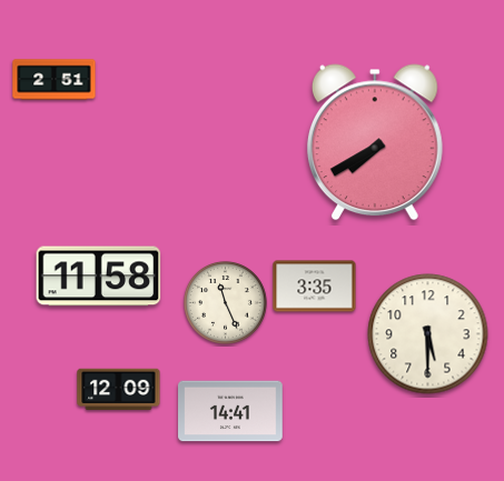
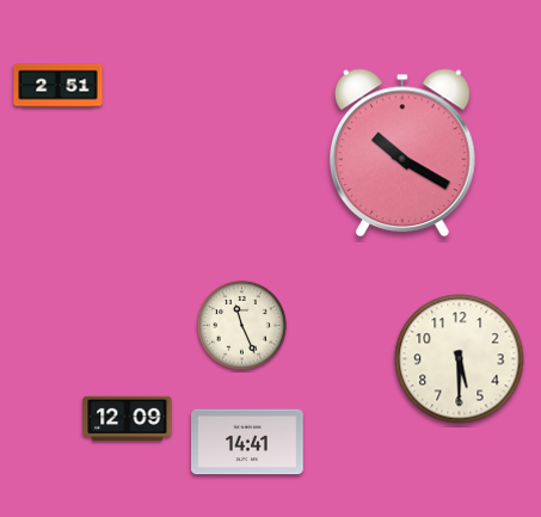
clock at (375, 142): 7:40 -> 10:20
clock at (99, 277): 11:58 -> none
clock at (315, 287): 3:35 -> none
